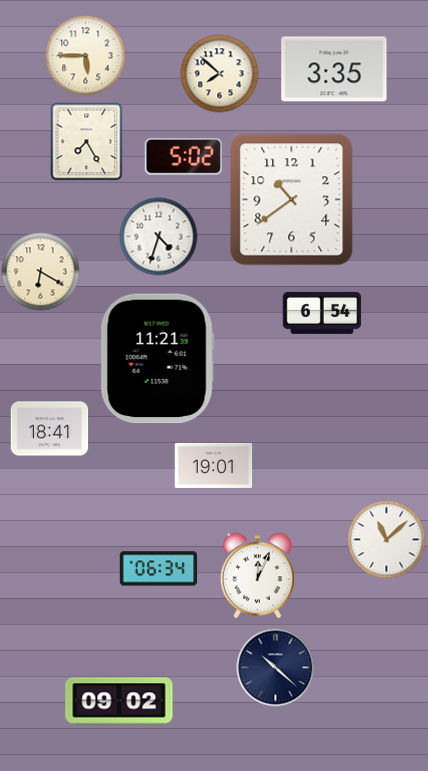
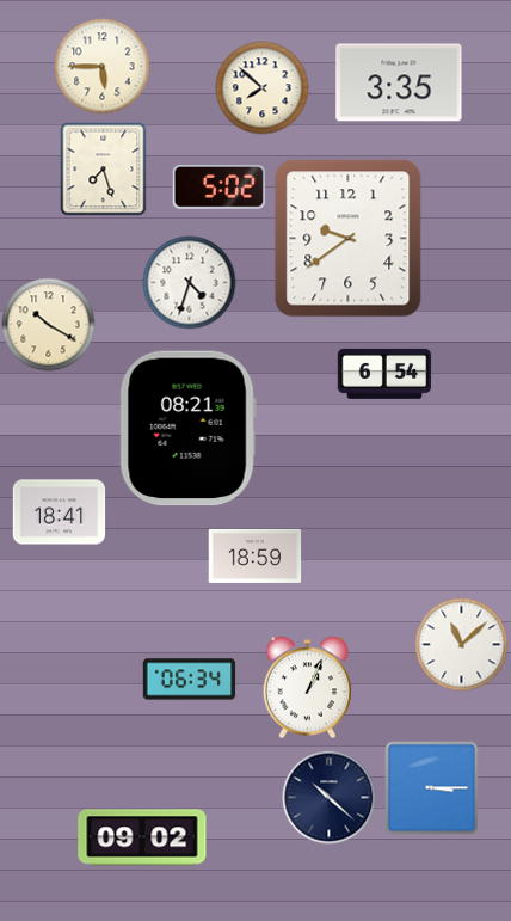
clock at (87, 141): 7:25 -> 7:27
clock at (292, 200): 10:39 -> 9:39
clock at (40, 271): 6:20 -> 10:20
clock at (157, 359): 11:21 -> 08:21
clock at (213, 465): 19:01 -> 18:59
clock at (257, 575): 12:04 -> 1:04
clock at (431, 787): none -> 3:15
